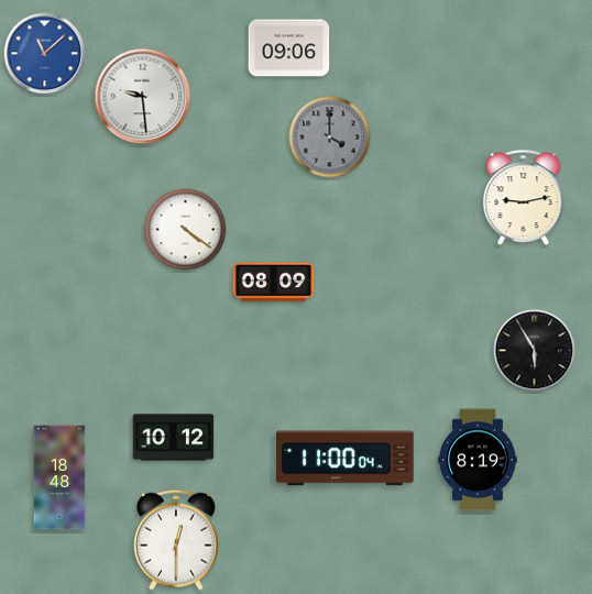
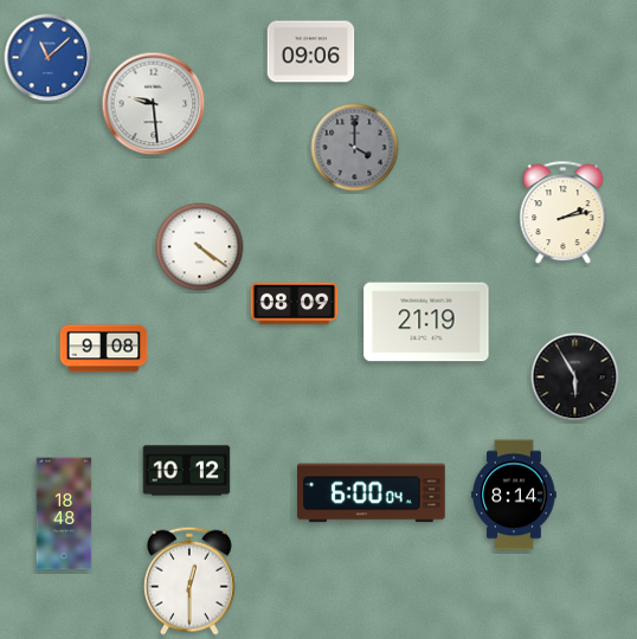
clock at (524, 198): 9:13 -> 2:13
clock at (426, 322): none -> 21:19
clock at (104, 349): none -> 9:08
clock at (346, 459): 11:00 -> 6:00
clock at (478, 460): 8:19 -> 8:14
